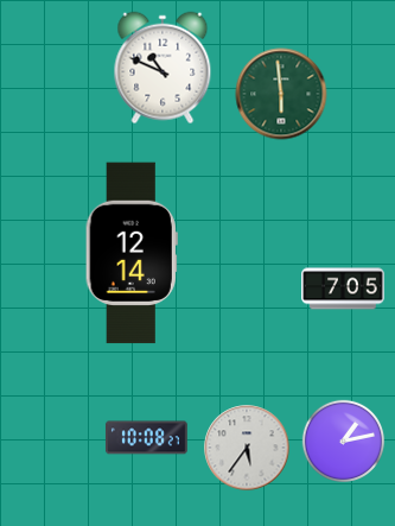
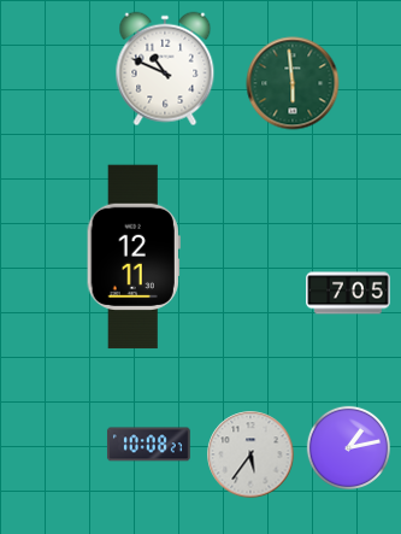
clock at (281, 94) position: (281, 94) -> (293, 83)
clock at (132, 253): 12:14 -> 12:11
